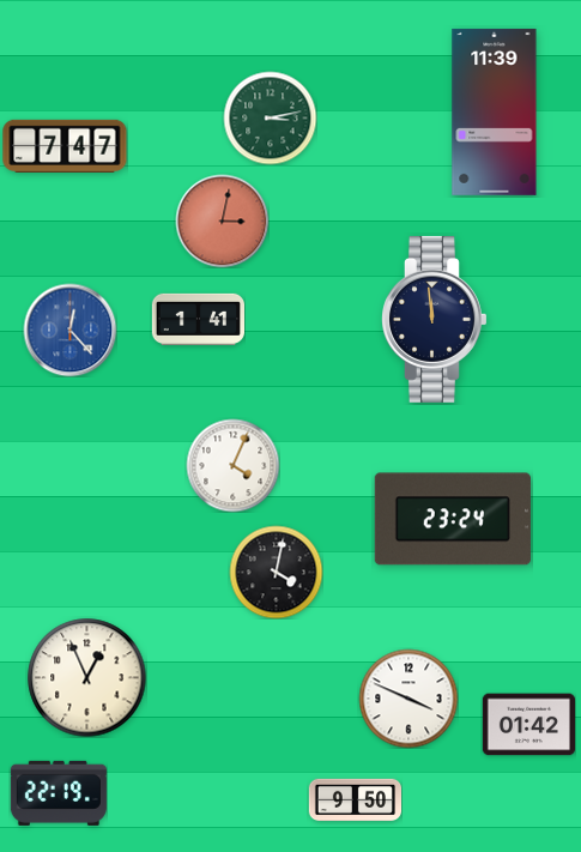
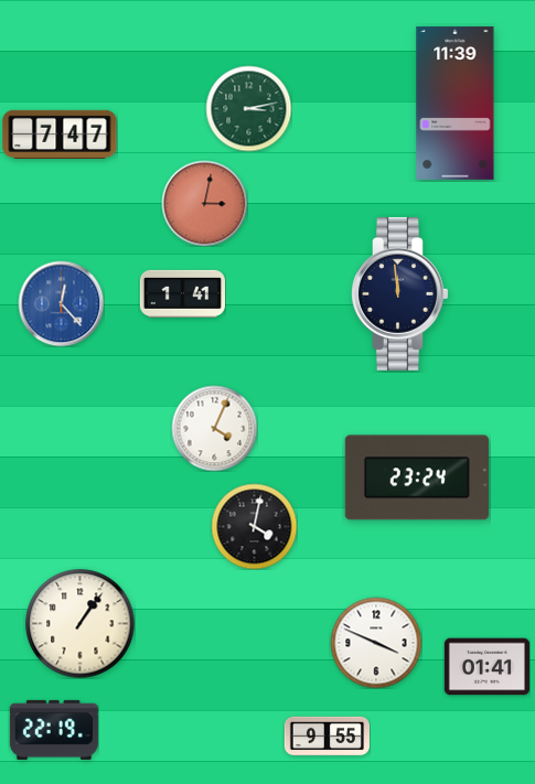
clock at (69, 330) position: (69, 330) -> (61, 303)
clock at (87, 678): 12:56 -> 1:06
clock at (528, 725): 01:42 -> 01:41
clock at (355, 800): 9:50 -> 9:55
